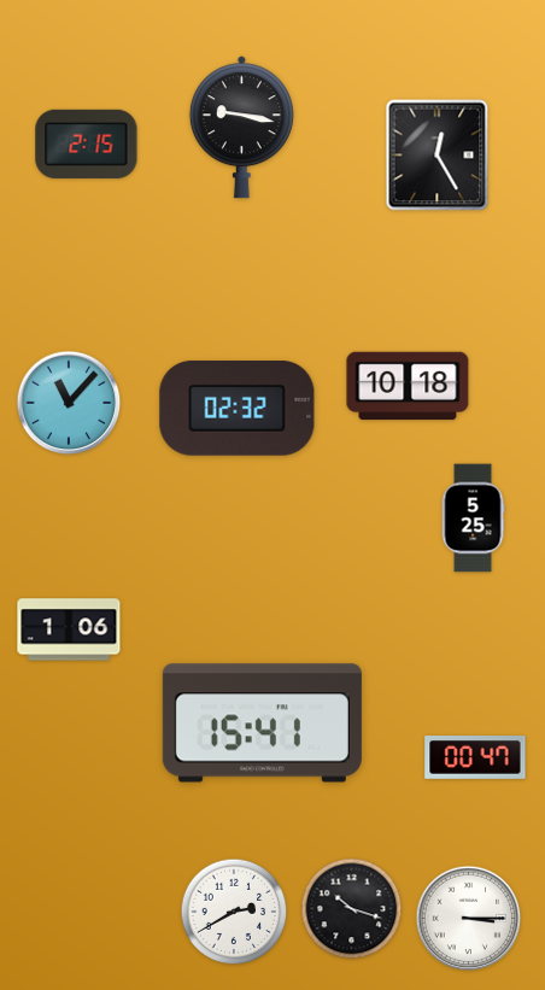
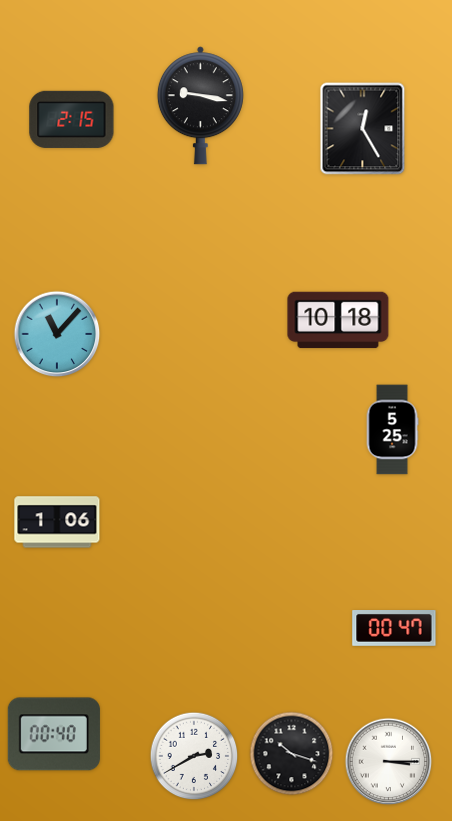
clock at (238, 409): 02:32 -> none
clock at (262, 724): 15:41 -> none
clock at (54, 734): none -> 00:40
